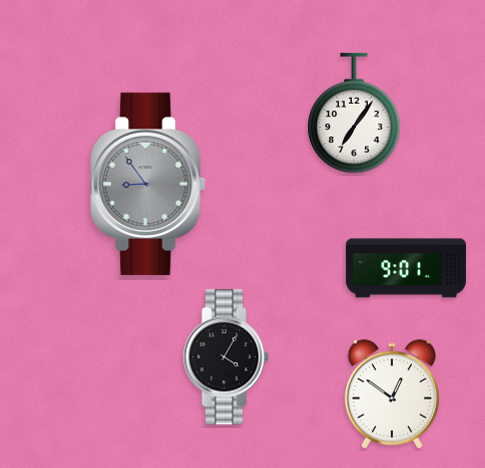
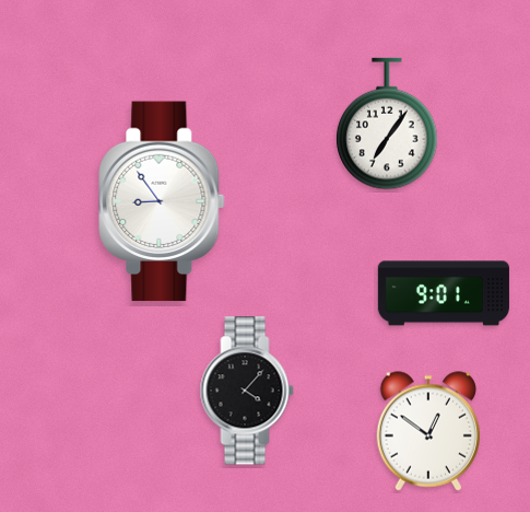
clock at (148, 184) dial: grey -> white
clock at (226, 357): 4:05 -> 4:07
